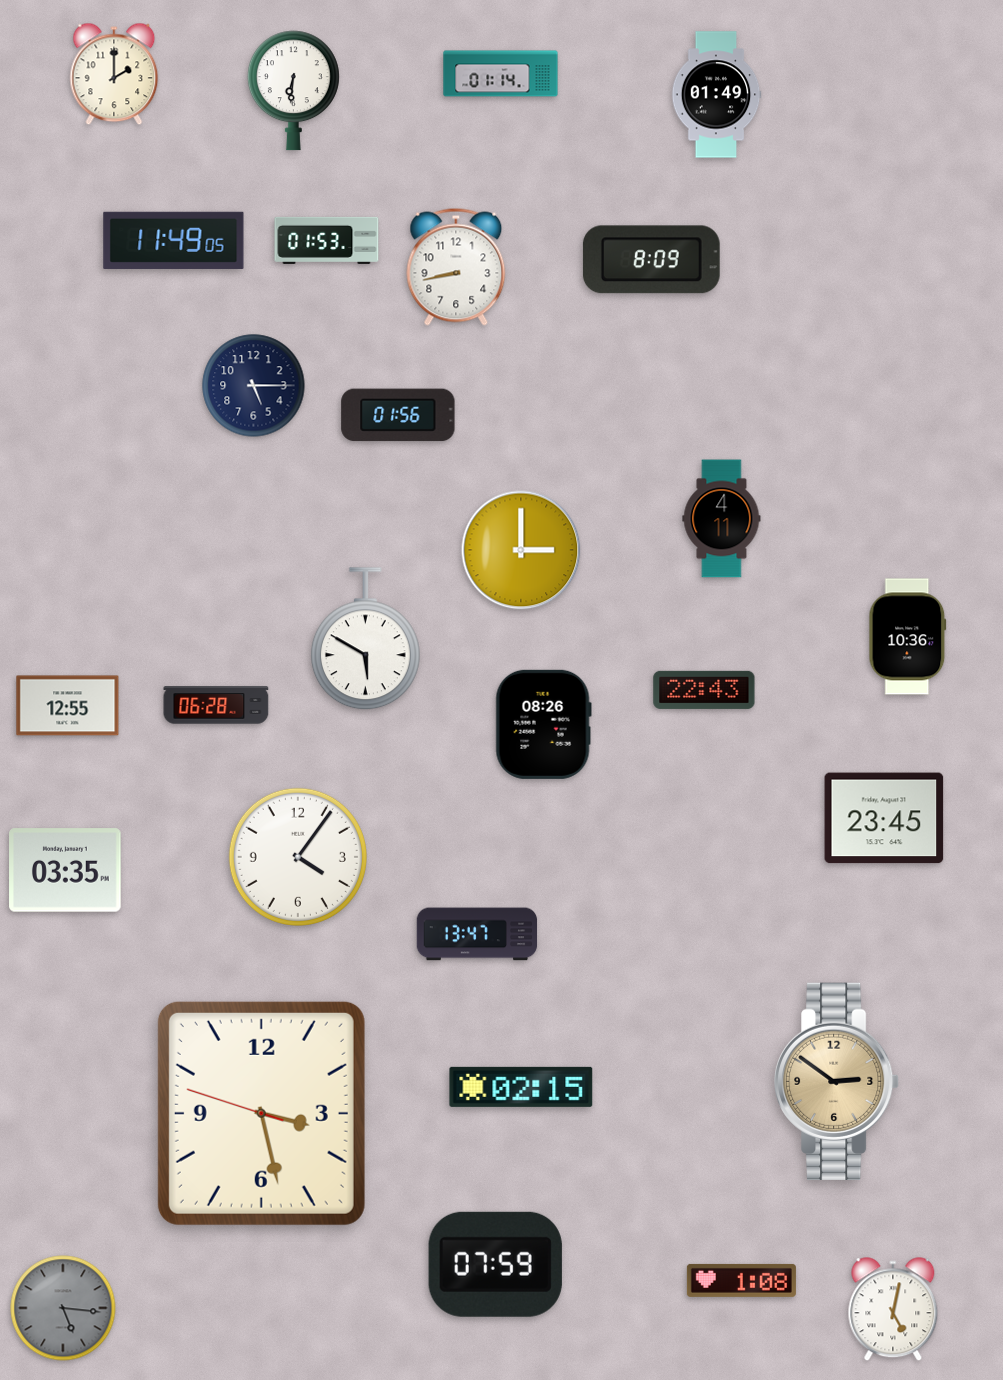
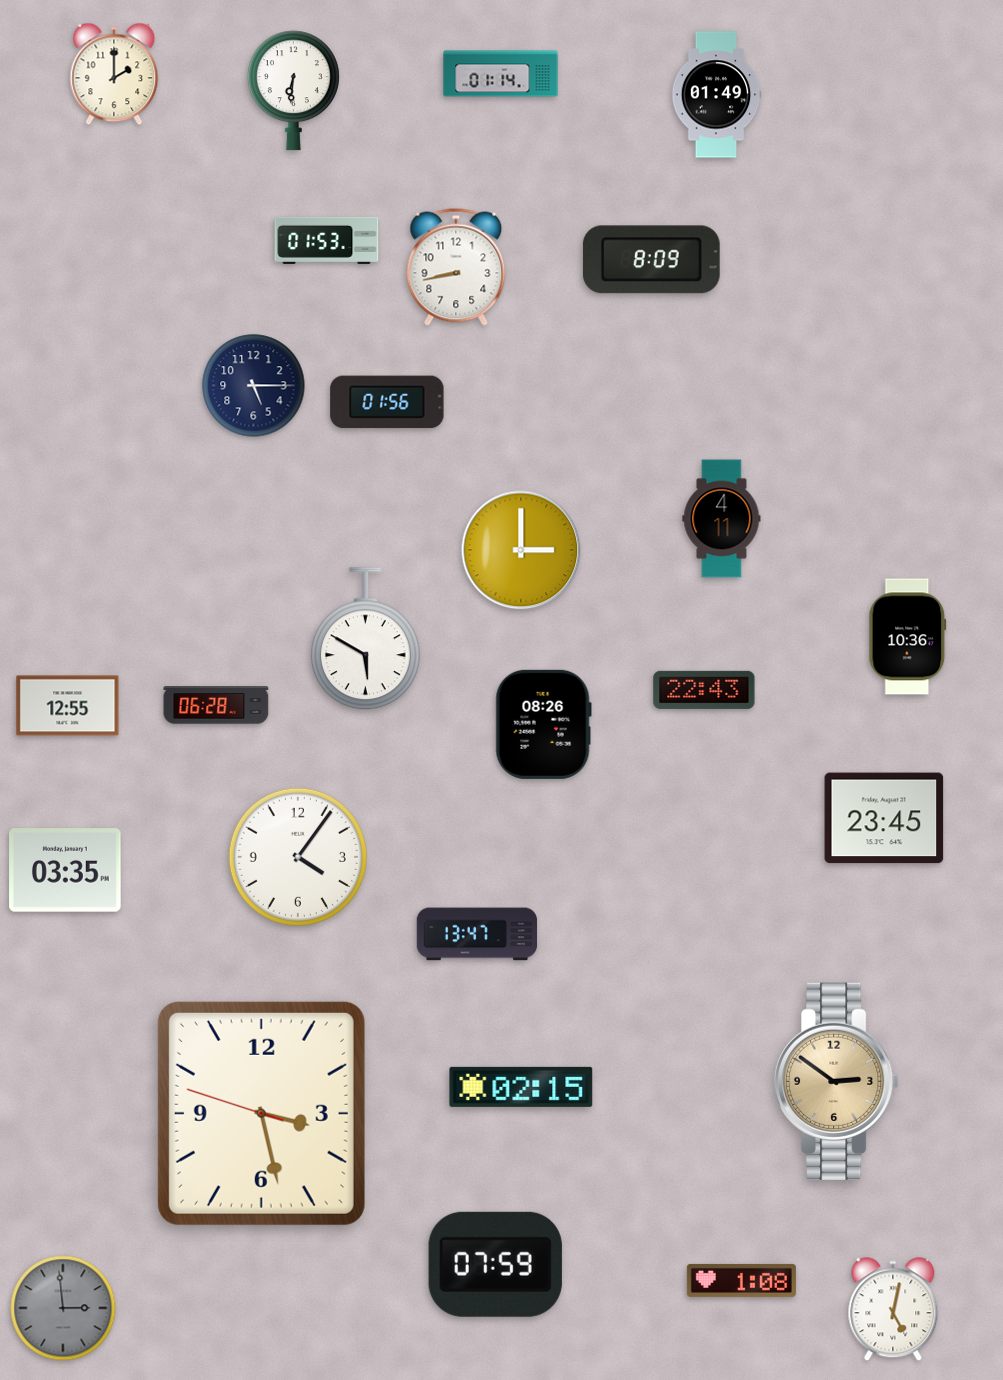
clock at (174, 240): 11:49 -> none
clock at (398, 415) position: (398, 415) -> (387, 402)
clock at (63, 1308): 5:16 -> 2:59
